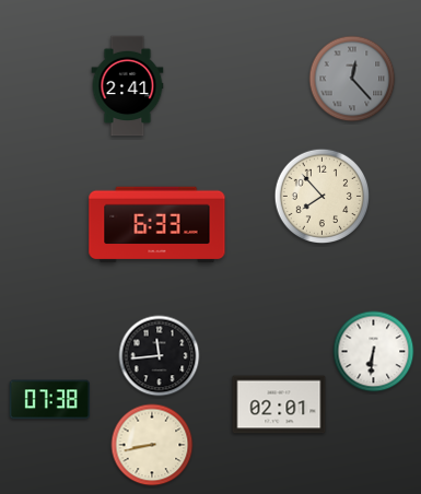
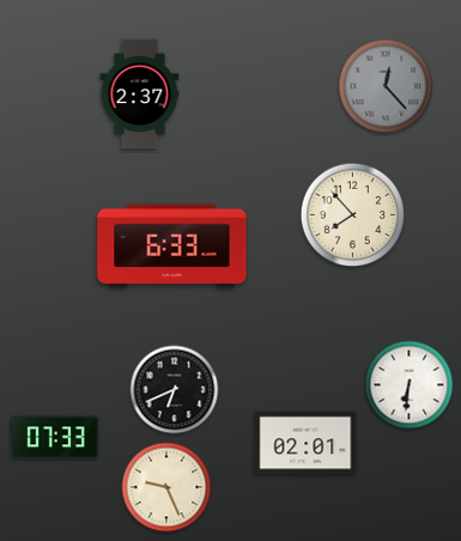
clock at (128, 86): 2:41 -> 2:37
clock at (160, 356): 11:44 -> 6:41
clock at (49, 400): 07:38 -> 07:33
clock at (152, 445): 8:43 -> 9:26
